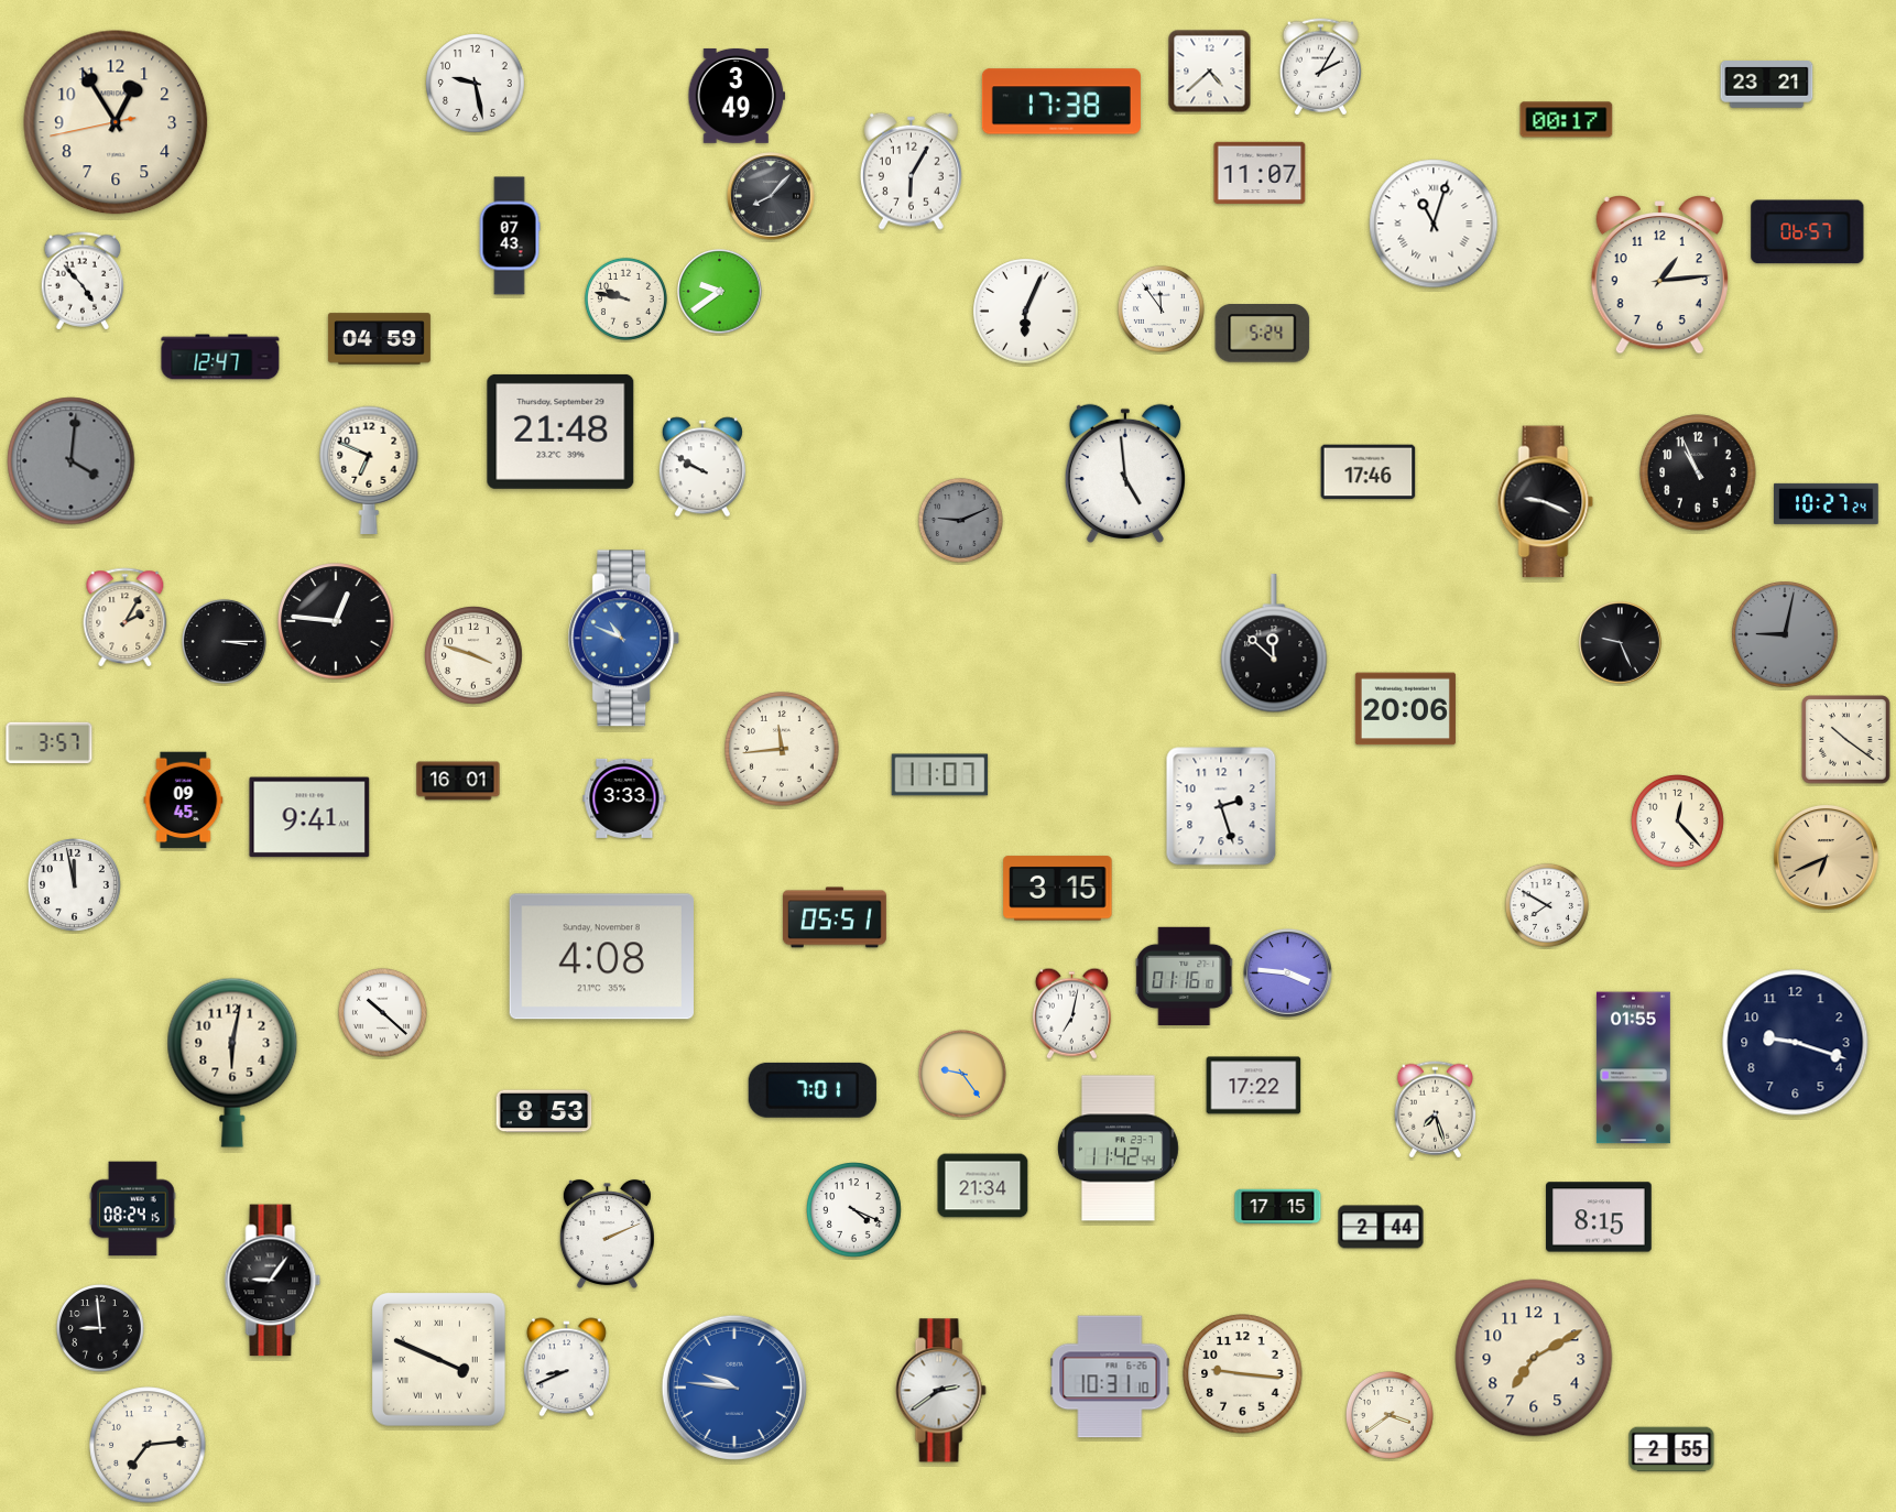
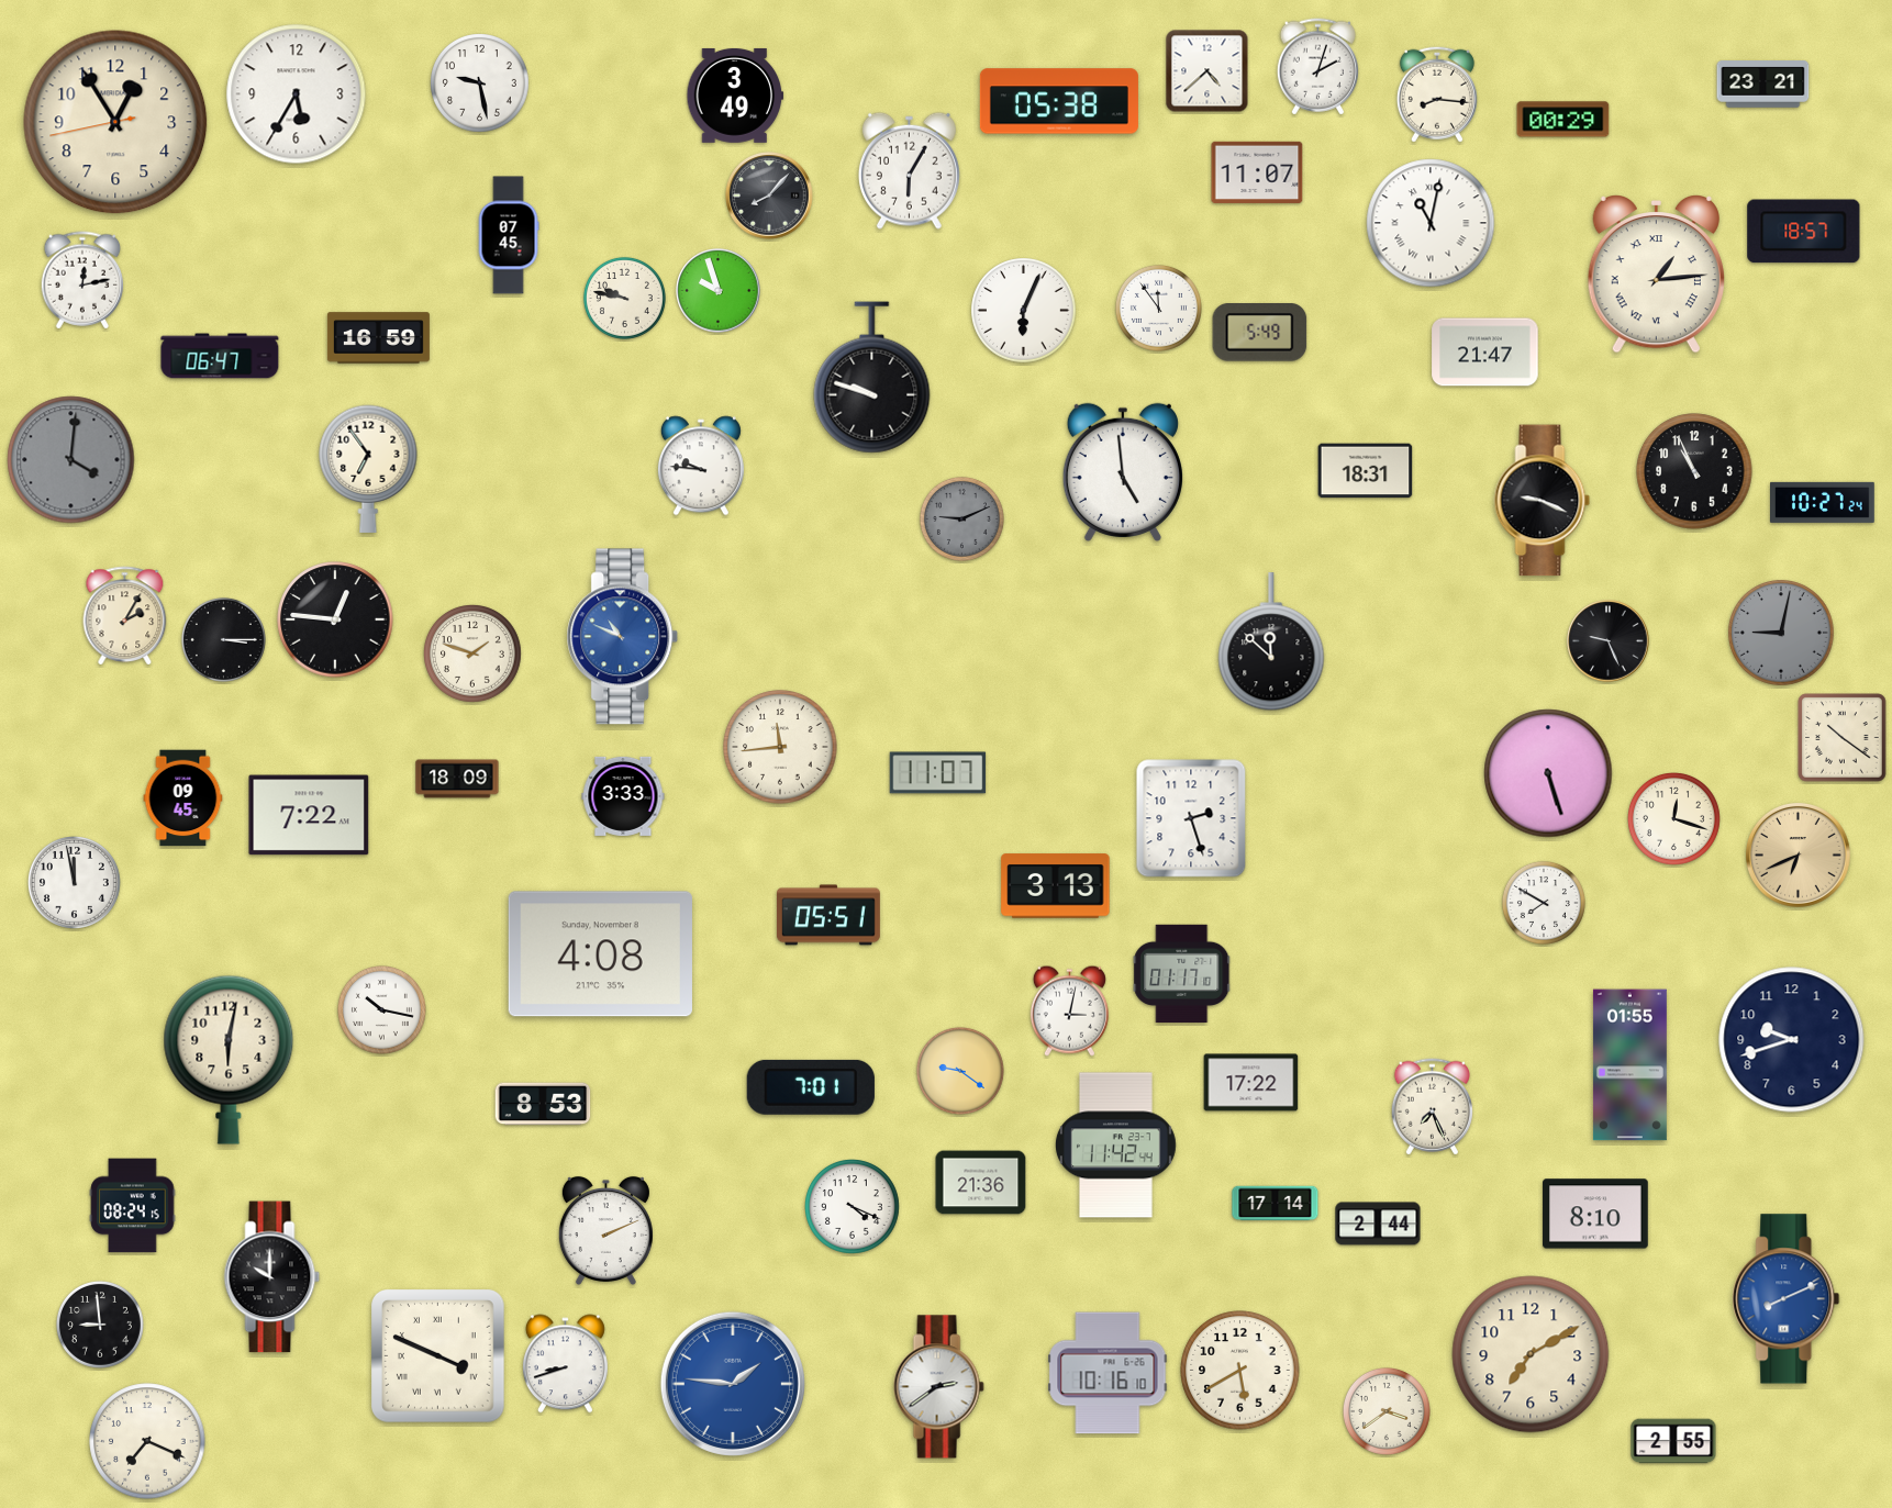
clock at (1320, 67): 2:05 -> 2:03
clock at (476, 84) position: (476, 84) -> (480, 83)
clock at (297, 94): none -> 5:35
clock at (1437, 94): none -> 8:16
clock at (1061, 101): 17:38 -> 05:38
clock at (1567, 120): 00:17 -> 00:29
clock at (1434, 224): 11:03 -> 11:02
clock at (1808, 232): 06:57 -> 18:57
clock at (510, 236): 07:43 -> 07:45
clock at (1659, 275) numerals: Arabic -> Roman
clock at (83, 281): 4:53 -> 12:13
clock at (720, 292): 9:39 -> 9:57
clock at (1263, 334): 5:24 -> 5:49
clock at (379, 339): 04:59 -> 16:59
clock at (1485, 353): none -> 21:47
clock at (220, 357): 12:47 -> 06:47
clock at (872, 378): none -> 9:48
clock at (560, 432): 21:48 -> none
clock at (702, 467): 9:50 -> 9:46
clock at (369, 470): 6:49 -> 6:54
clock at (1369, 472): 17:46 -> 18:31
clock at (960, 520) position: (960, 520) -> (961, 518)
clock at (1621, 643) position: (1621, 643) -> (1609, 641)
clock at (475, 656): 3:48 -> 1:48
clock at (1405, 709): 20:06 -> none
clock at (50, 743): 3:57 -> none
clock at (1548, 773): none -> 5:27
clock at (458, 781): 16:01 -> 18:09
clock at (1221, 806) position: (1221, 806) -> (1191, 818)
clock at (309, 817): 9:41 -> 7:22
clock at (1678, 822): 12:23 -> 12:18
clock at (1826, 857) position: (1826, 857) -> (1798, 854)
clock at (1058, 889): 3:15 -> 3:13
clock at (835, 917) position: (835, 917) -> (828, 915)
clock at (1288, 973): 3:46 -> none
clock at (1185, 976): 01:16 -> 01:17
clock at (382, 1012): 10:22 -> 10:17
clock at (1071, 1013): 7:02 -> 3:02
clock at (1796, 1043): 9:18 -> 9:42
clock at (232, 1063) position: (232, 1063) -> (229, 1060)
clock at (962, 1074): 9:24 -> 9:21
clock at (1435, 1110): 7:27 -> 7:26
clock at (544, 1111) position: (544, 1111) -> (543, 1104)
clock at (983, 1186): 21:34 -> 21:36
clock at (1278, 1207): 17:15 -> 17:14
clock at (1599, 1217): 8:15 -> 8:10
clock at (273, 1281): 9:06 -> 10:00
clock at (1787, 1299): none -> 8:11
clock at (566, 1368): 8:41 -> 8:42
clock at (1243, 1374): 9:16 -> 5:40
clock at (1110, 1377): 10:31 -> 10:16
clock at (734, 1388): 9:46 -> 1:46
clock at (148, 1445): 7:14 -> 7:19
clock at (1671, 1449) position: (1671, 1449) -> (1673, 1441)
